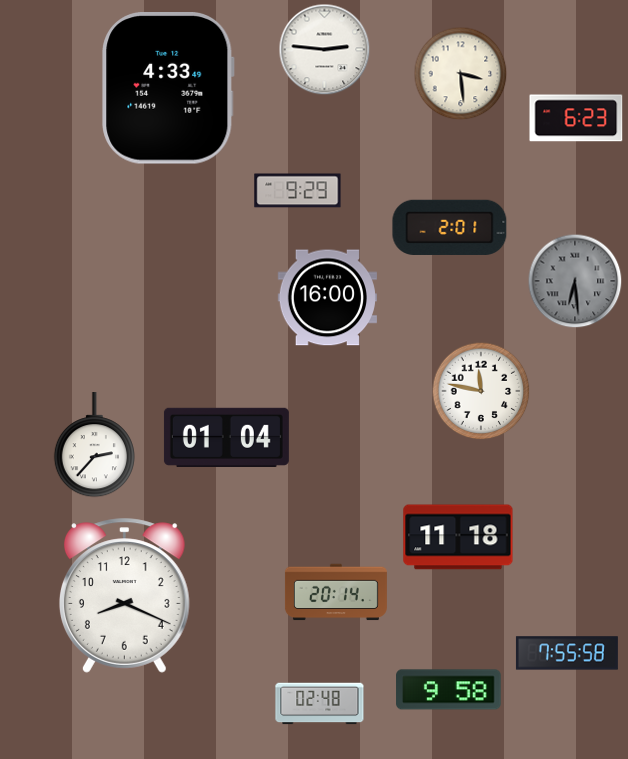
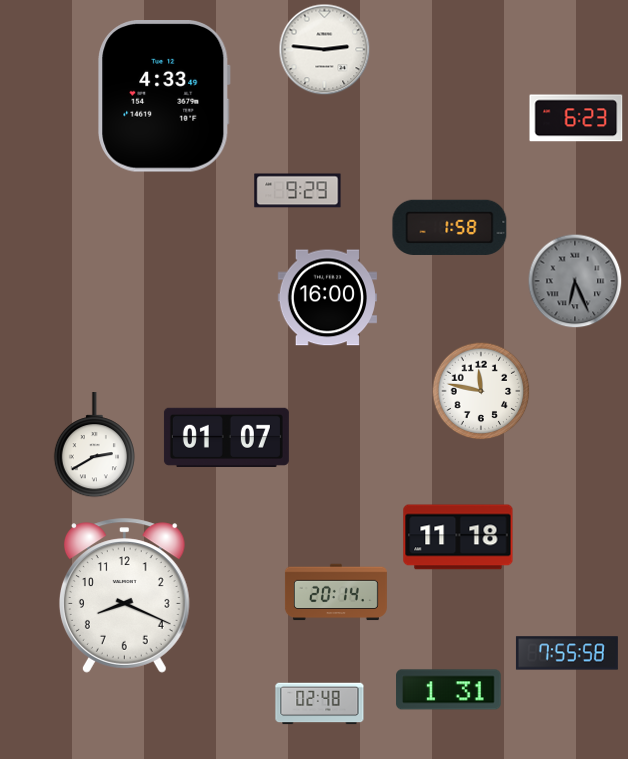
clock at (461, 74): 3:29 -> none
clock at (168, 88) position: (168, 88) -> (164, 96)
clock at (450, 227): 2:01 -> 1:58
clock at (575, 281): 6:29 -> 6:26
clock at (226, 437): 01:04 -> 01:07
clock at (94, 445): 2:37 -> 2:40
clock at (449, 690): 9:58 -> 1:31
